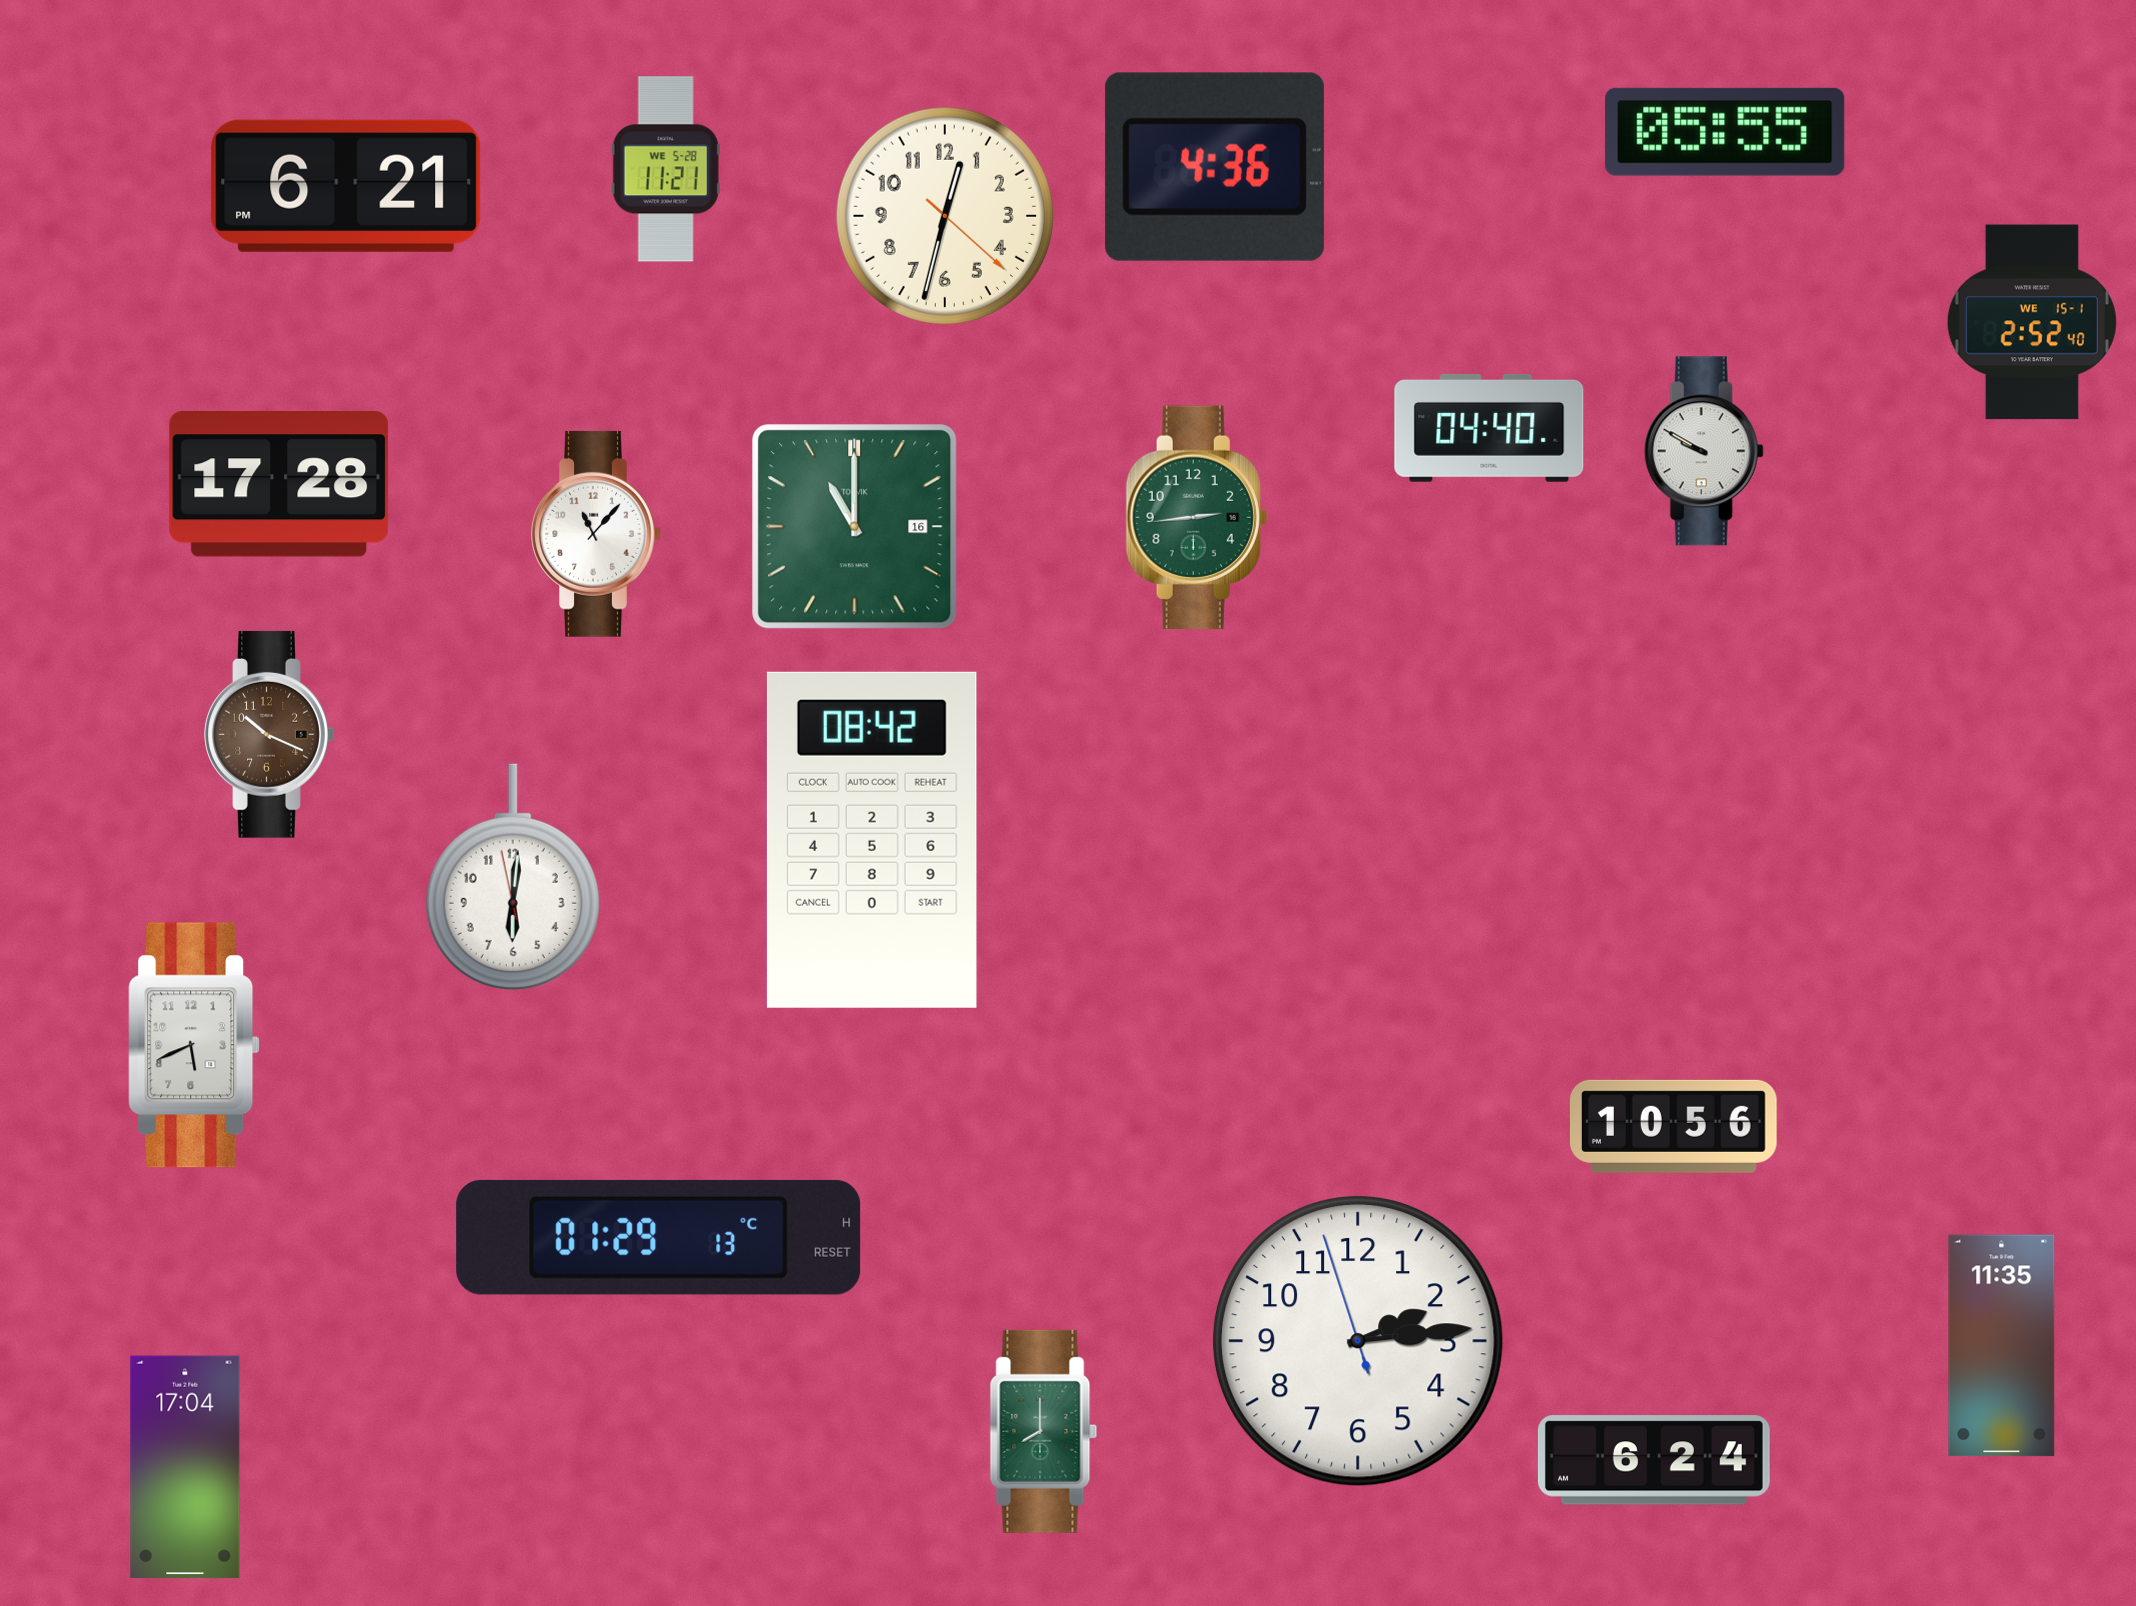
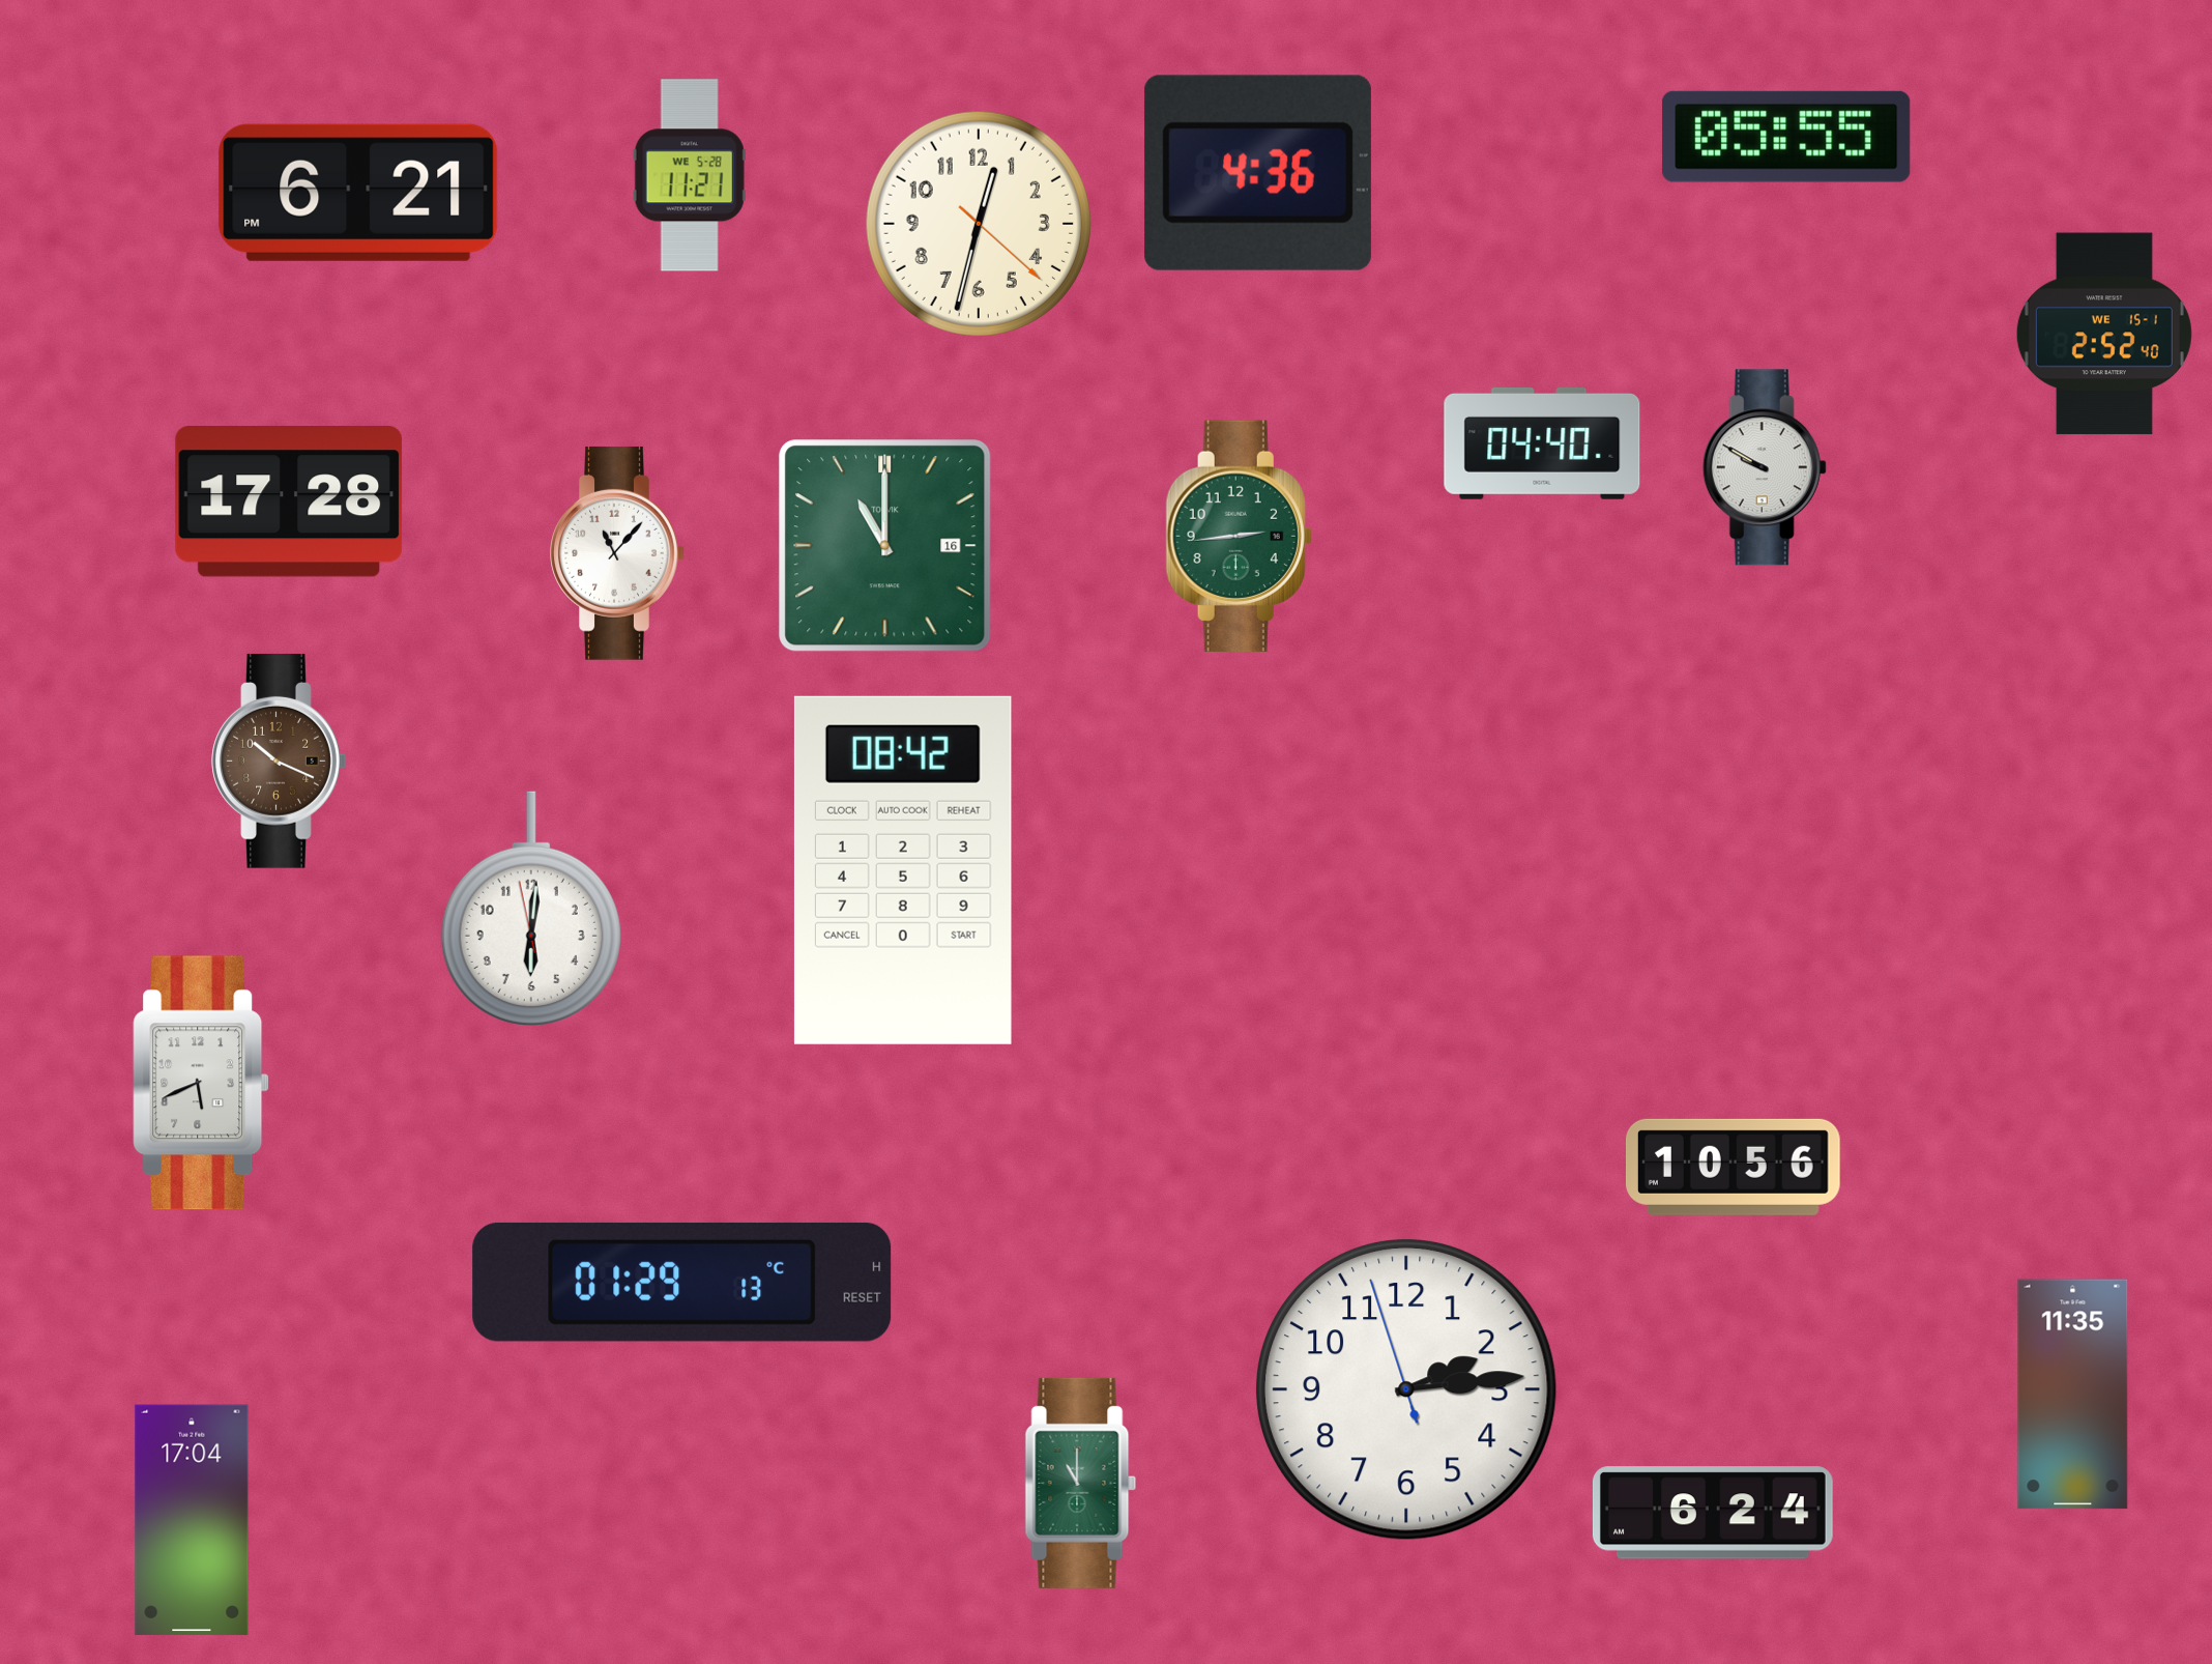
clock at (1044, 1431): 8:00 -> 11:00
